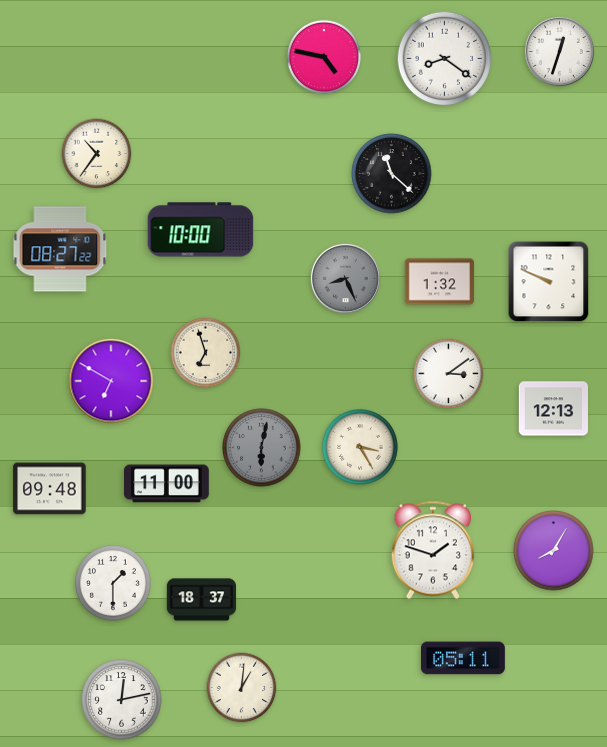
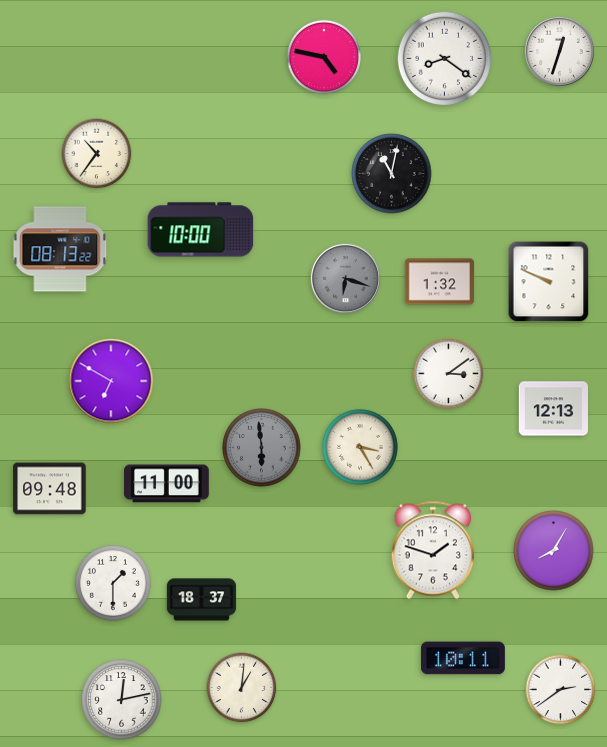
clock at (392, 174): 11:22 -> 11:02
clock at (60, 249): 08:27 -> 08:13
clock at (345, 278): 8:26 -> 6:18
clock at (206, 353): 6:57 -> none
clock at (262, 448): 6:02 -> 5:59
clock at (463, 658): 05:11 -> 10:11
clock at (561, 690): none -> 2:39
